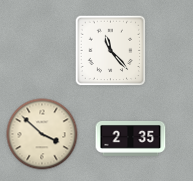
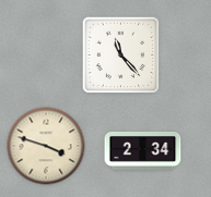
clock at (42, 134): 3:52 -> 3:48
clock at (131, 138): 2:35 -> 2:34
